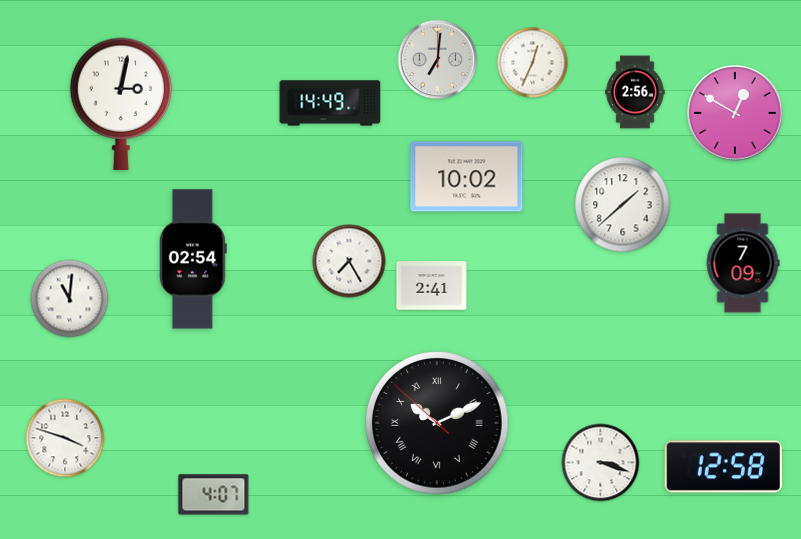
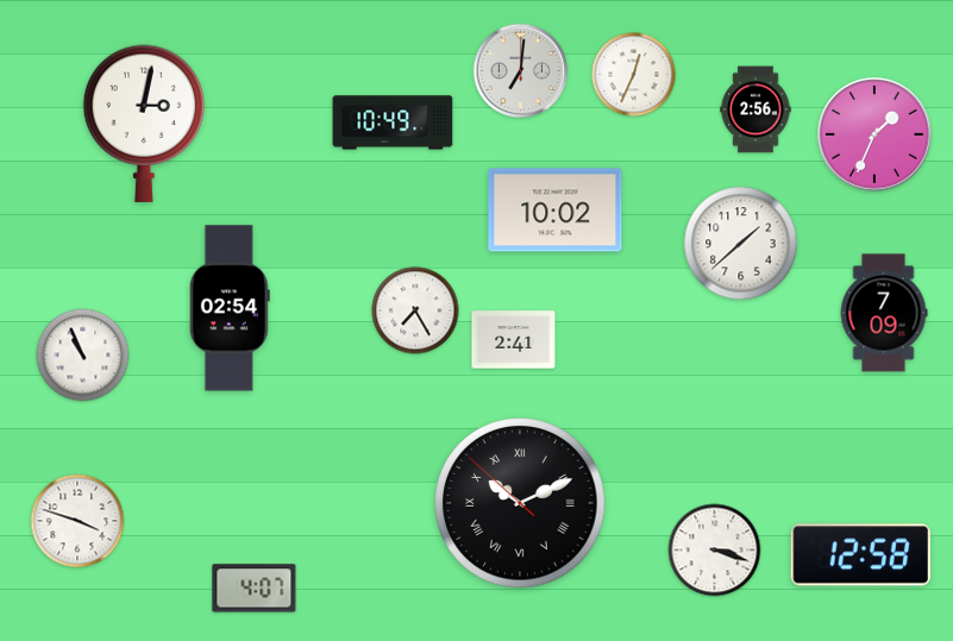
clock at (330, 103): 14:49 -> 10:49
clock at (735, 113): 12:50 -> 1:34
clock at (70, 299): 11:01 -> 10:56
